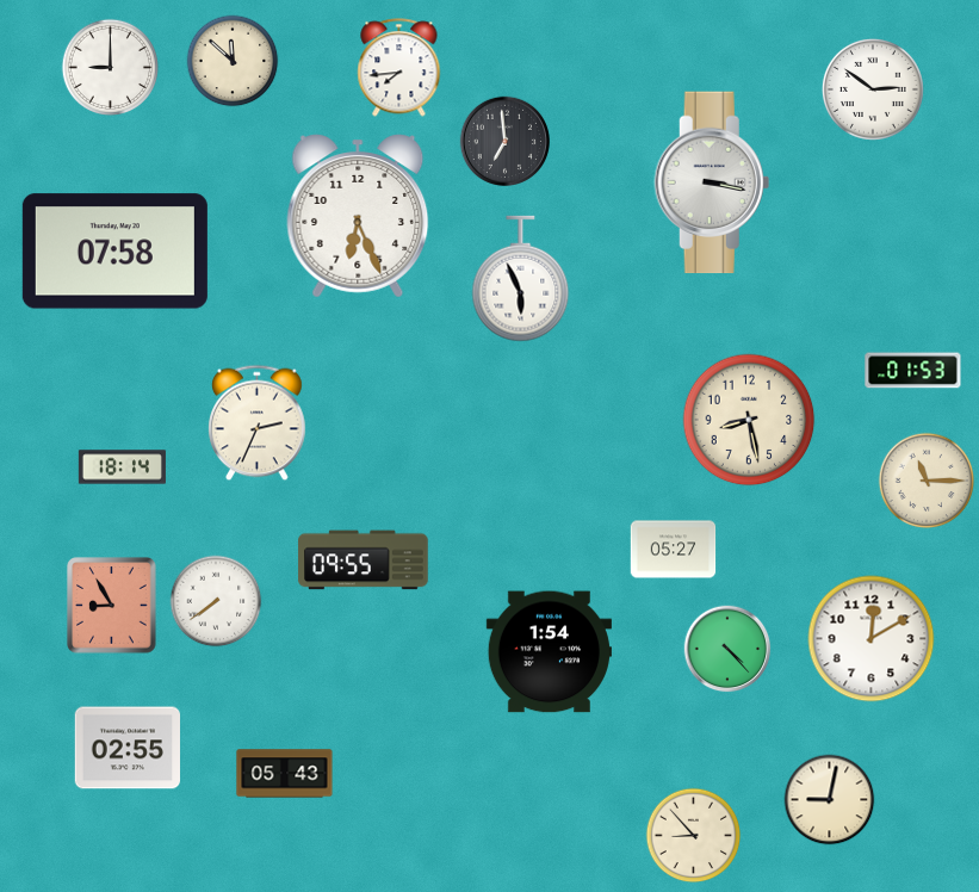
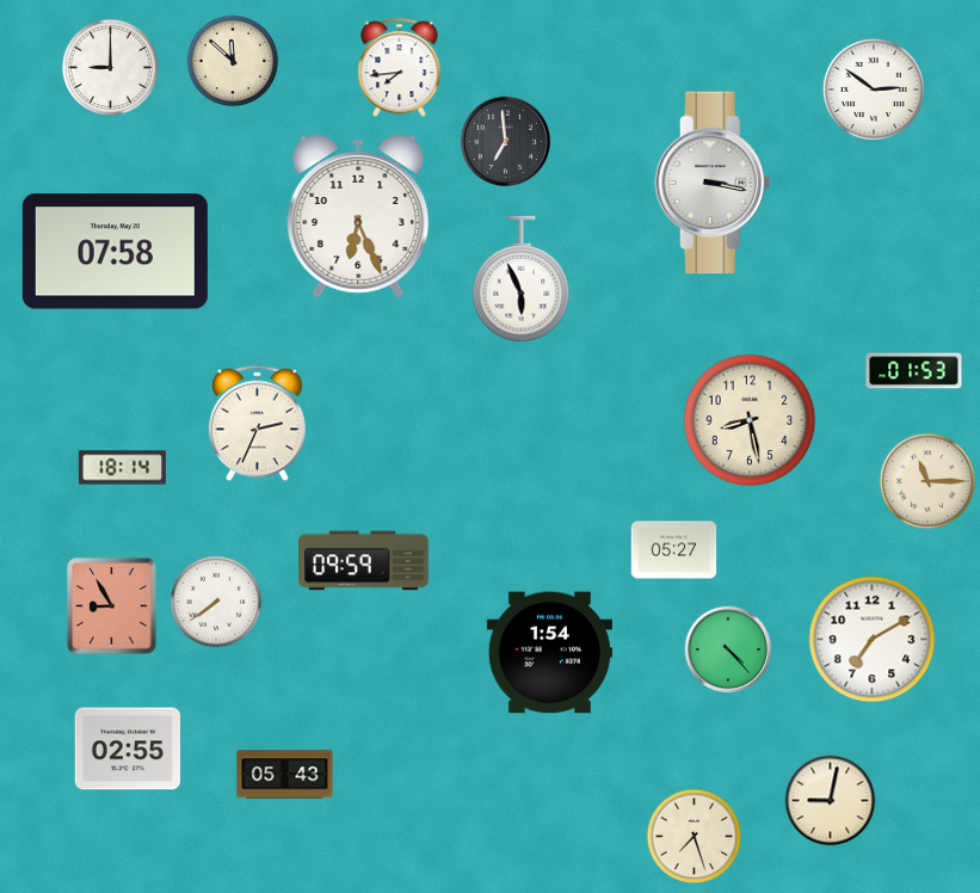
clock at (364, 560): 09:55 -> 09:59
clock at (872, 639): 12:10 -> 7:10
clock at (694, 836): 8:53 -> 7:27
